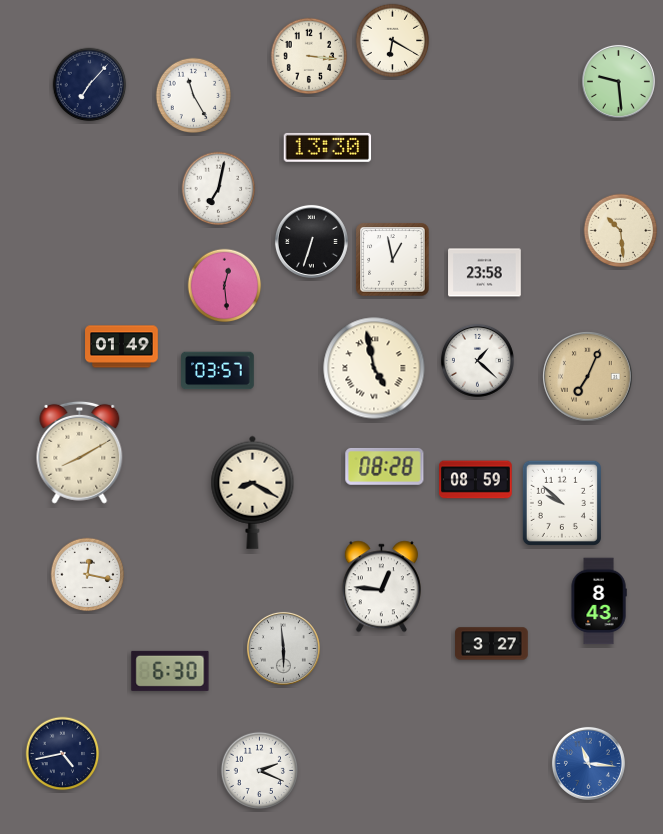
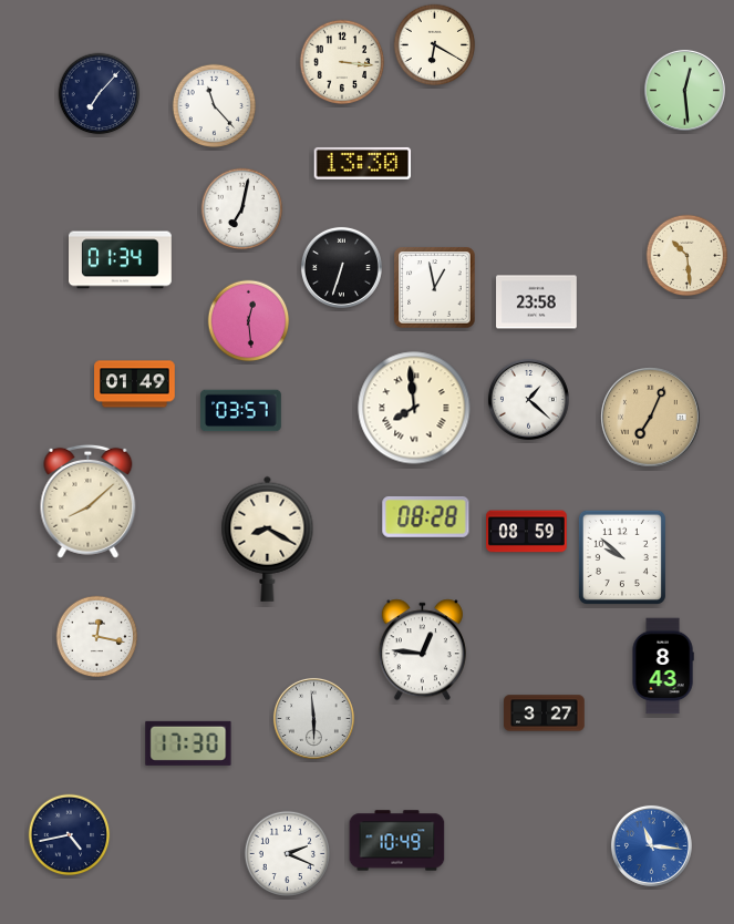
clock at (618, 81): 9:29 -> 12:29
clock at (194, 96): 11:25 -> 11:23
clock at (121, 260): none -> 01:34
clock at (311, 241) position: (311, 241) -> (341, 267)
clock at (225, 286) position: (225, 286) -> (249, 321)
clock at (374, 368): 4:58 -> 7:59
clock at (80, 452): 8:10 -> 8:08
clock at (253, 492) position: (253, 492) -> (268, 538)
clock at (170, 671): 6:30 -> 17:30
clock at (397, 841): none -> 10:49
